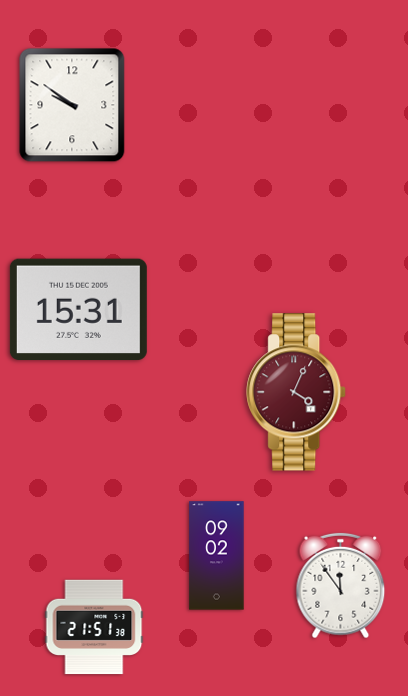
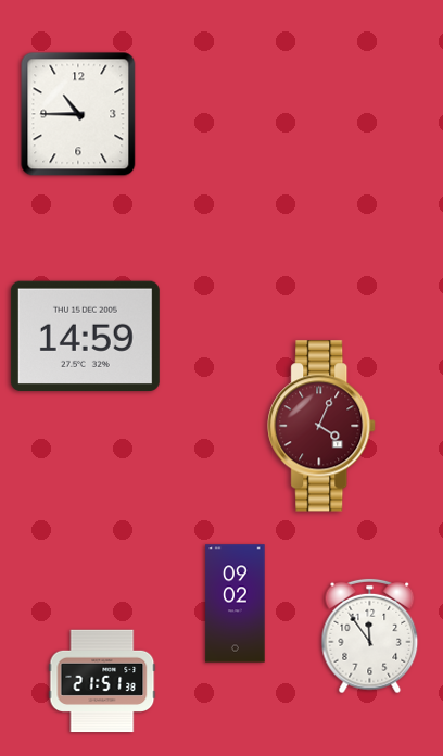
clock at (72, 105): 9:51 -> 10:45
clock at (78, 310): 15:31 -> 14:59
